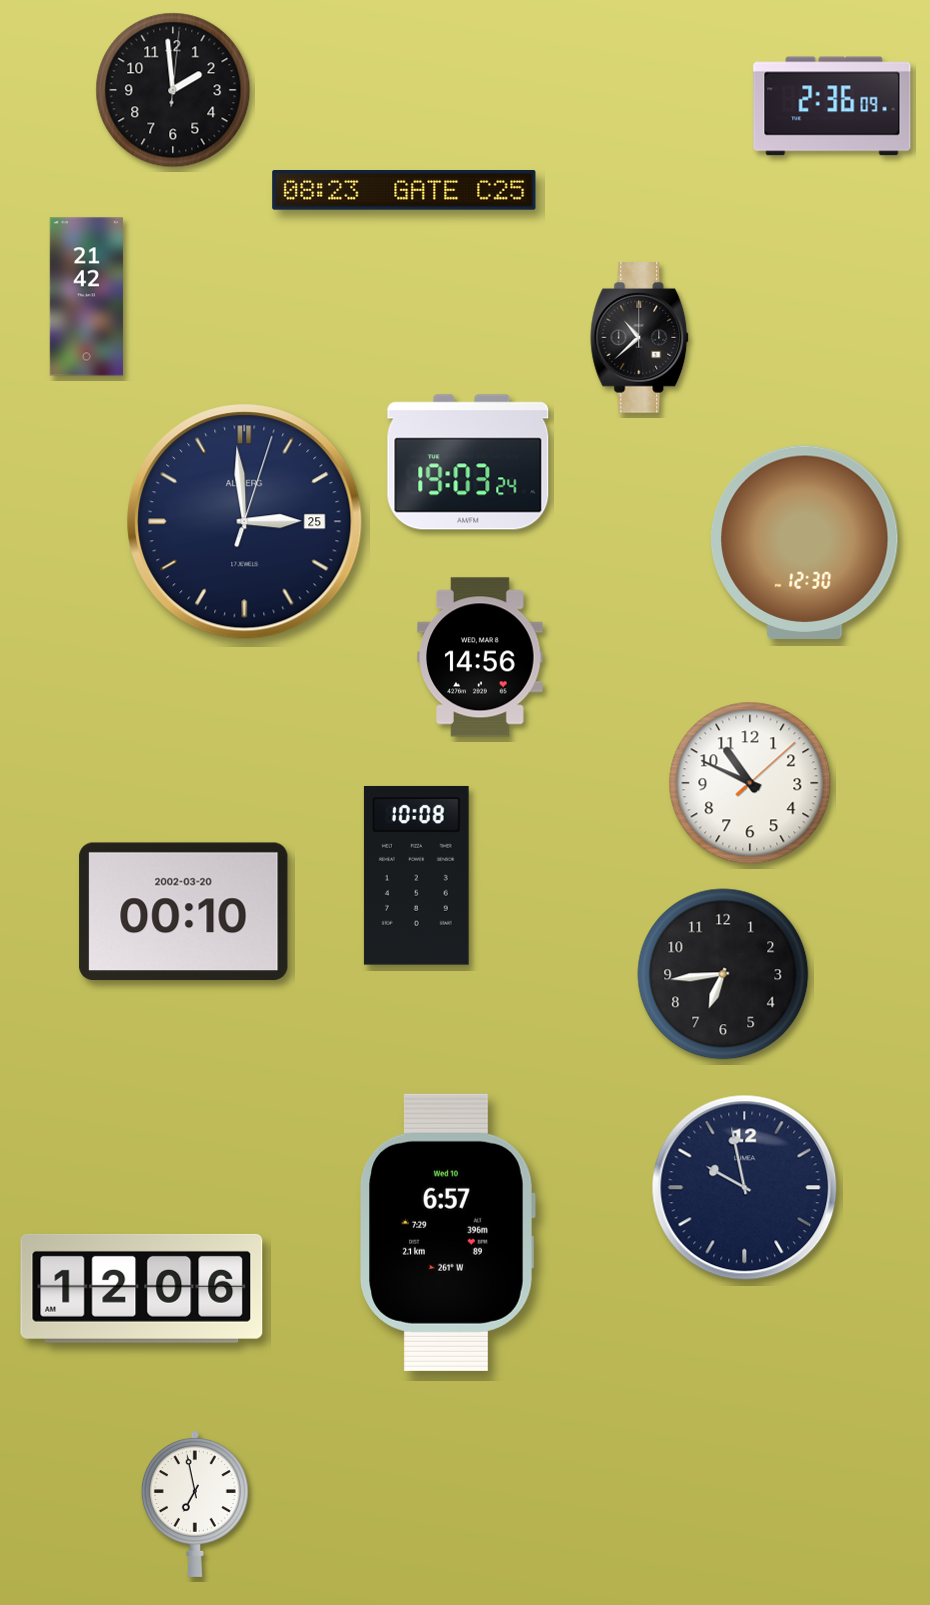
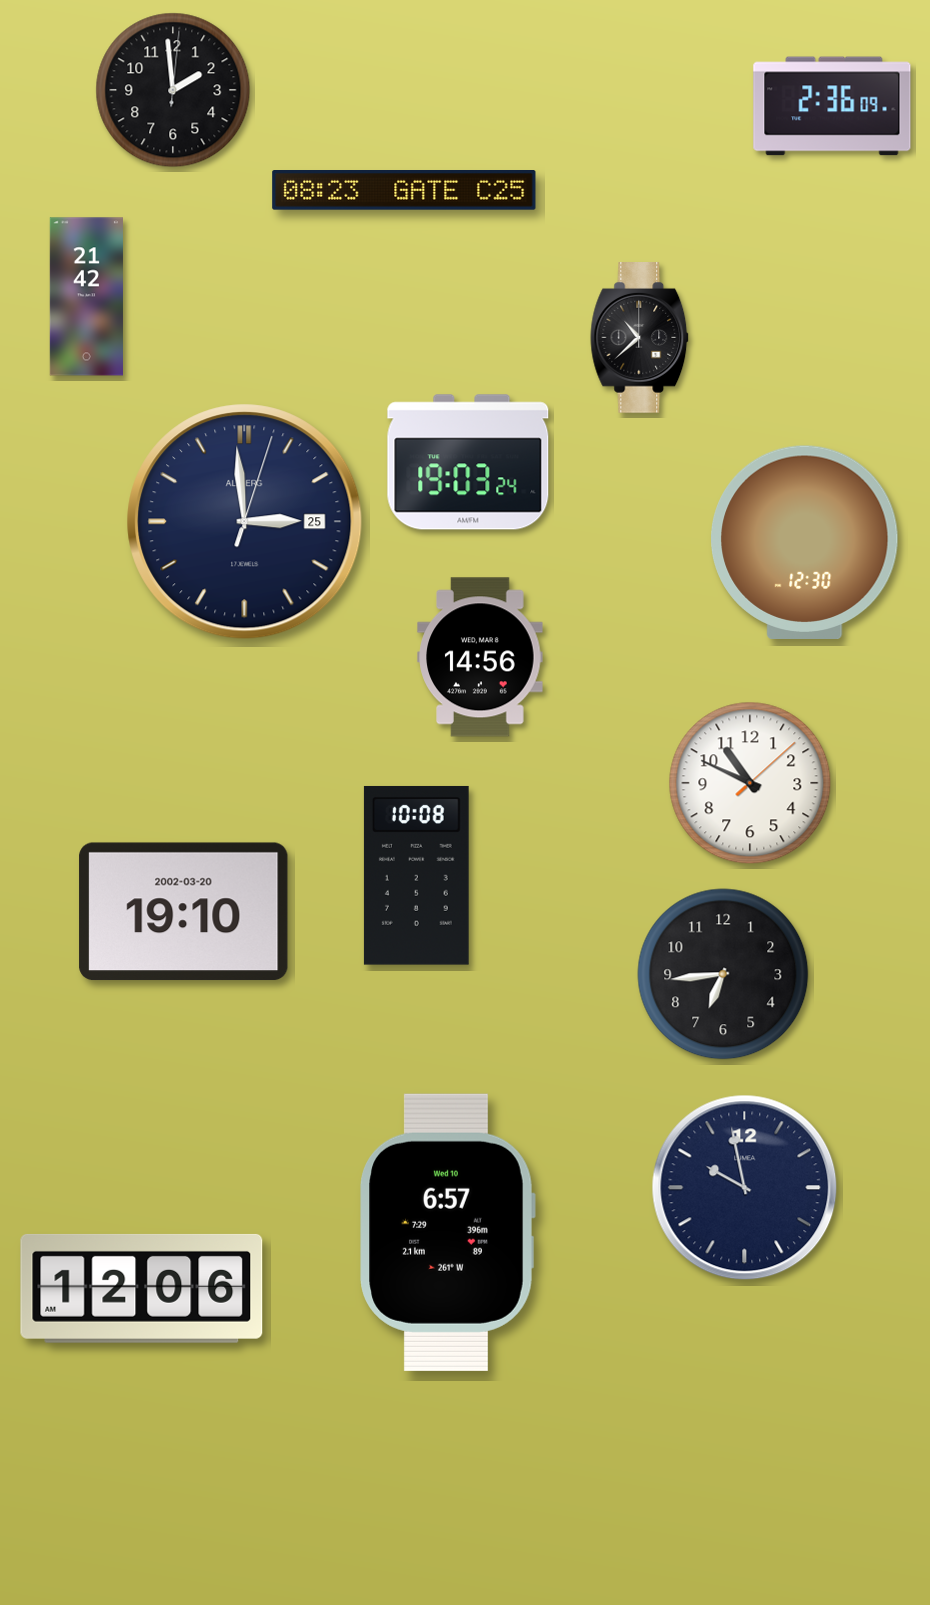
clock at (184, 912): 00:10 -> 19:10
clock at (195, 1504): 6:58 -> none
